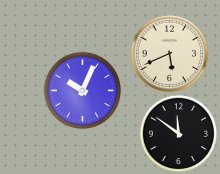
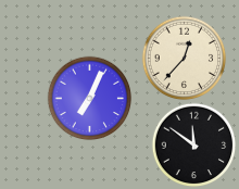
clock at (169, 53): 5:41 -> 12:37
clock at (82, 90): 10:04 -> 7:04
